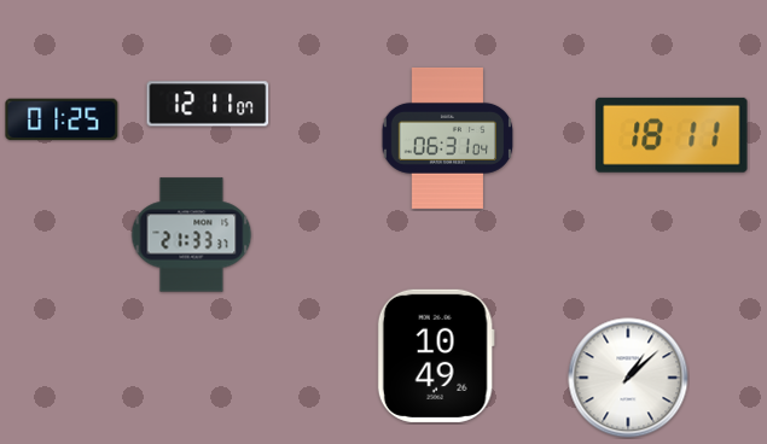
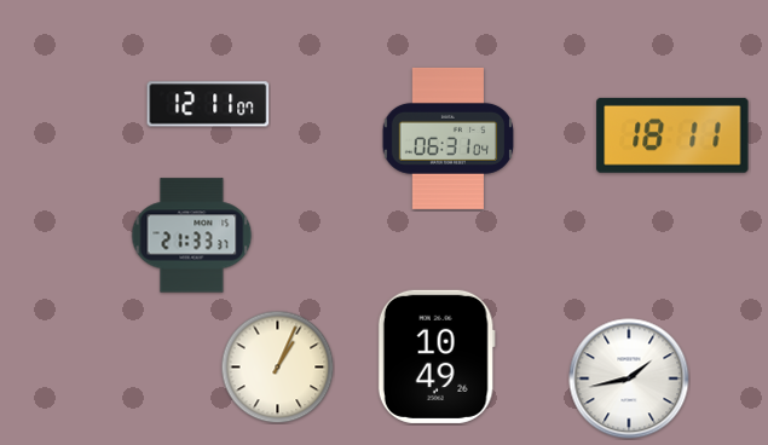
clock at (62, 119): 01:25 -> none
clock at (277, 366): none -> 1:04
clock at (628, 378): 1:08 -> 1:43
